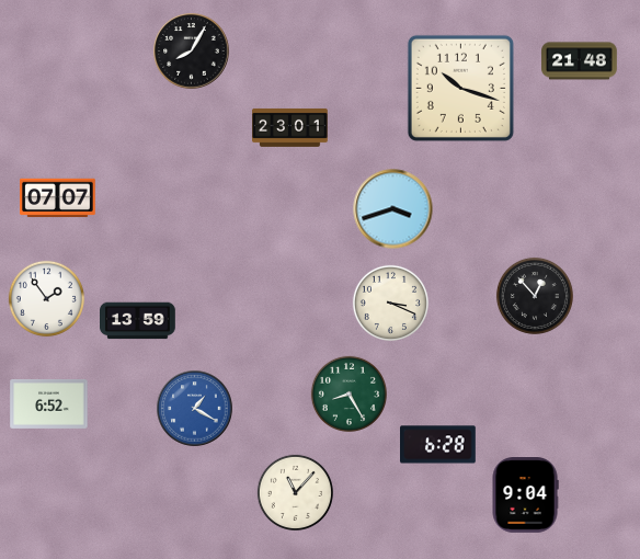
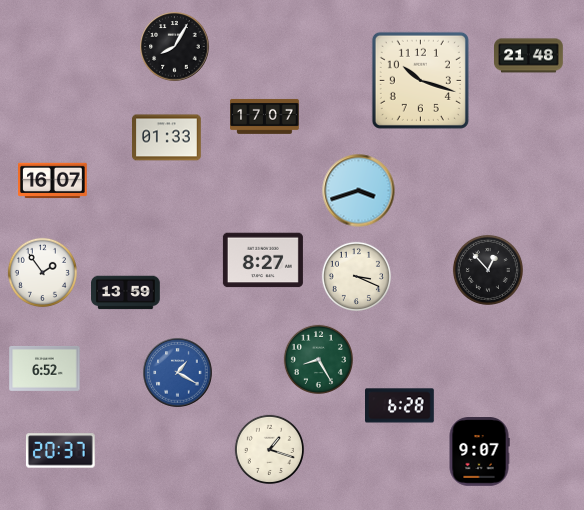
clock at (290, 128): 23:01 -> 17:07
clock at (167, 138): none -> 01:33
clock at (58, 198): 07:07 -> 16:07
clock at (263, 260): none -> 8:27
clock at (295, 492): 11:07 -> 1:18
clock at (61, 451): none -> 20:37
clock at (525, 495): 9:04 -> 9:07
